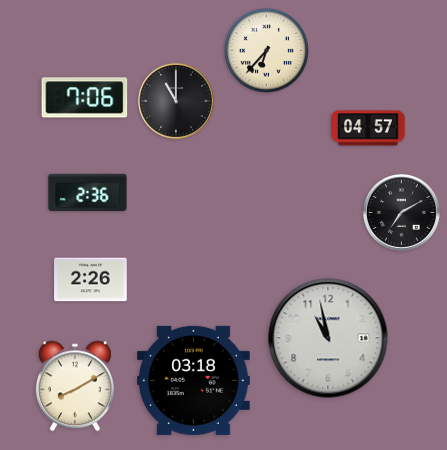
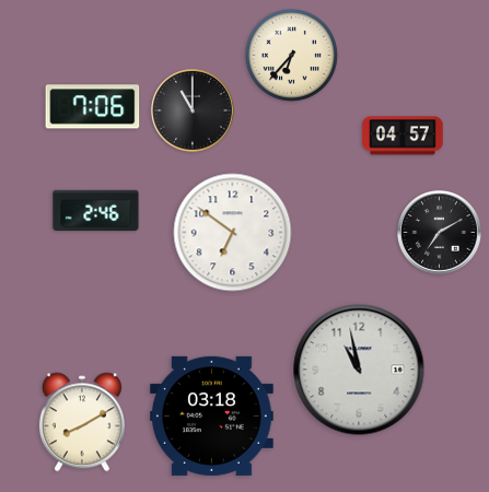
clock at (368, 128) position: (368, 128) -> (403, 136)
clock at (88, 193): 2:36 -> 2:46
clock at (233, 233): none -> 6:51
clock at (91, 280): 2:26 -> none
